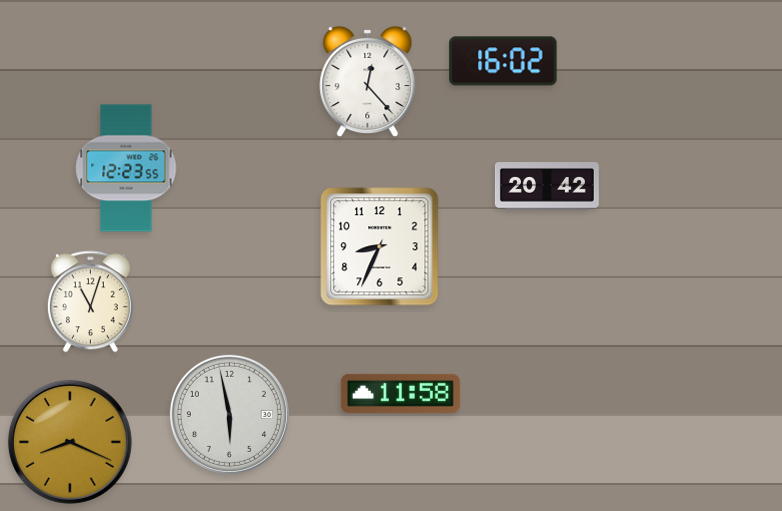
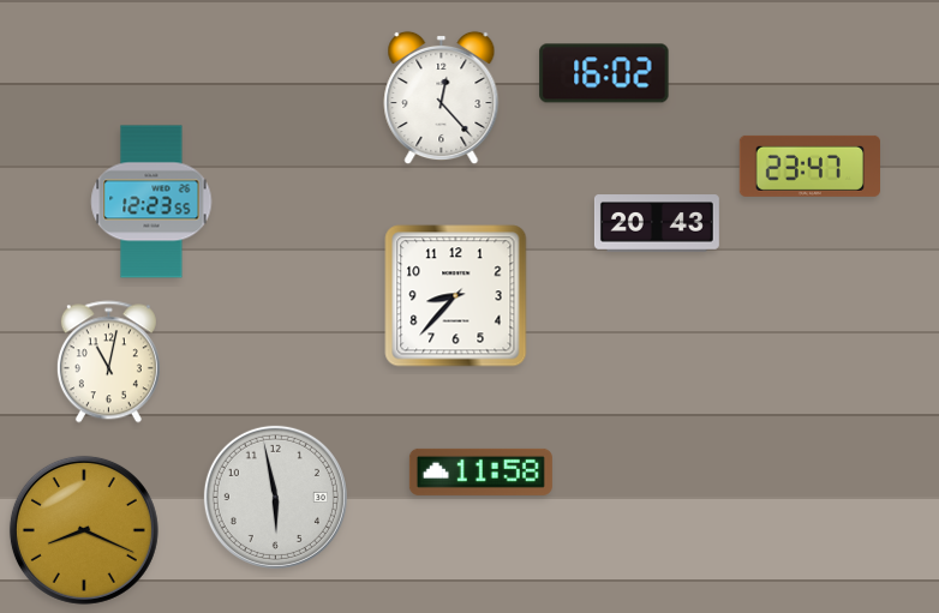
clock at (809, 166): none -> 23:47
clock at (547, 186): 20:42 -> 20:43
clock at (380, 247): 8:34 -> 8:37
clock at (90, 302): 11:03 -> 11:02
